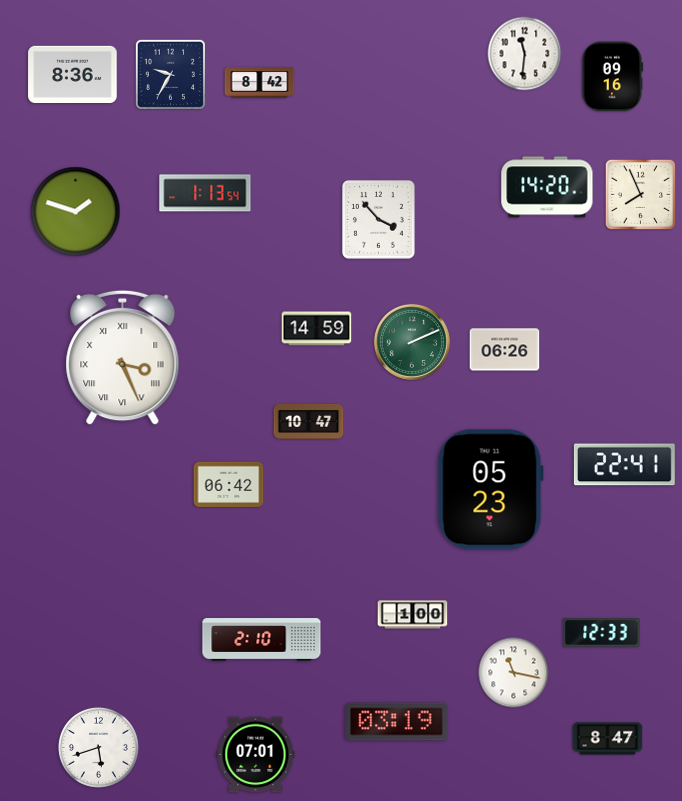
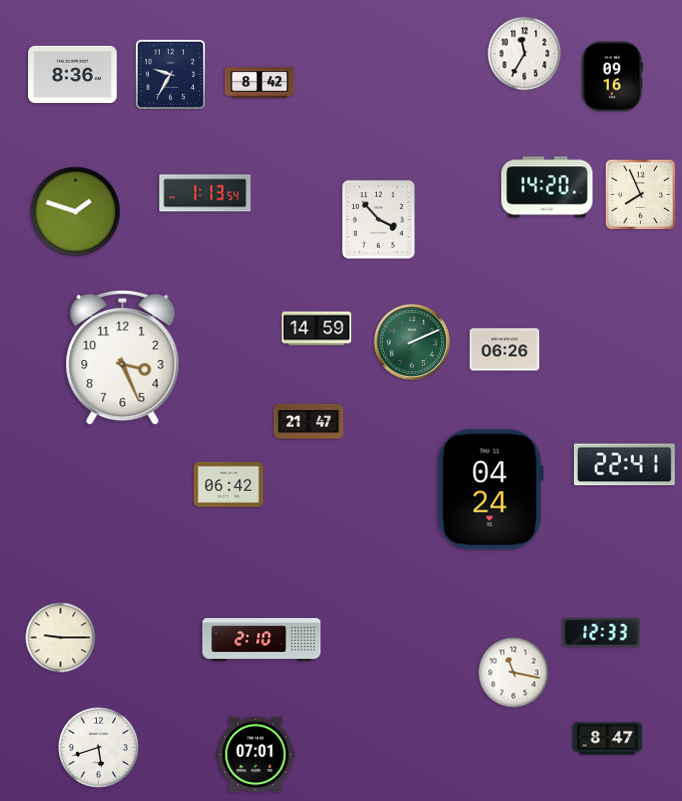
clock at (525, 54): 11:31 -> 11:35
clock at (123, 358) numerals: Roman -> Arabic
clock at (309, 421): 10:47 -> 21:47
clock at (490, 490): 05:23 -> 04:24
clock at (413, 615): 1:00 -> none
clock at (61, 638): none -> 9:15
clock at (397, 722): 03:19 -> none
